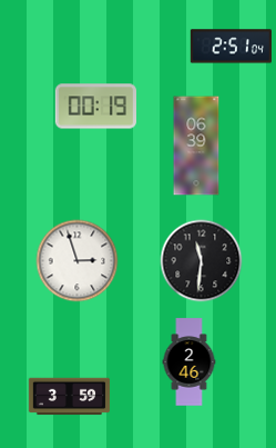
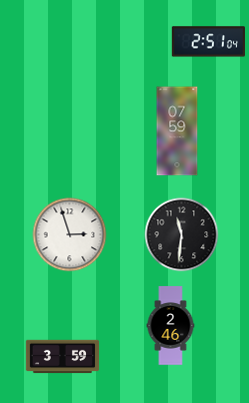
clock at (95, 107): 00:19 -> none
clock at (196, 146): 06:39 -> 07:59
